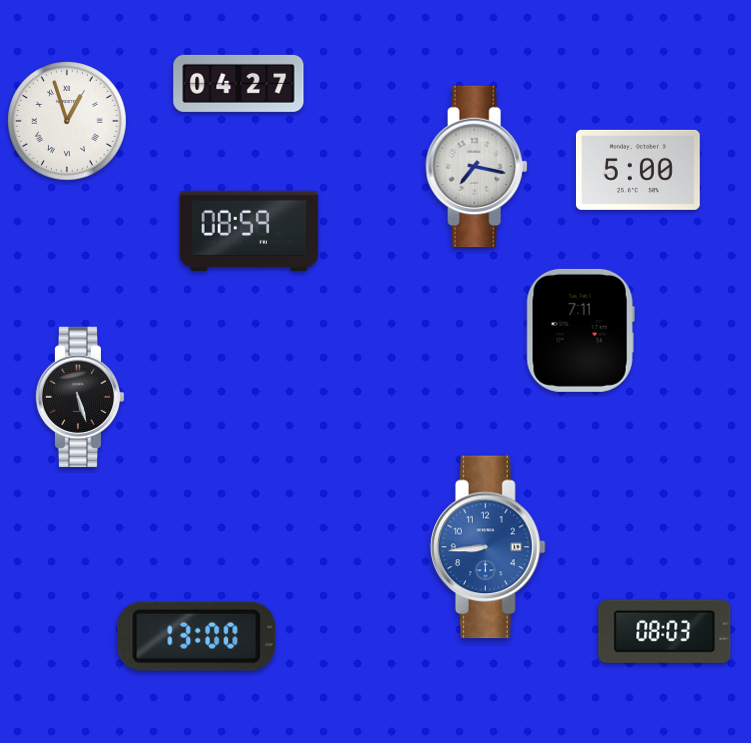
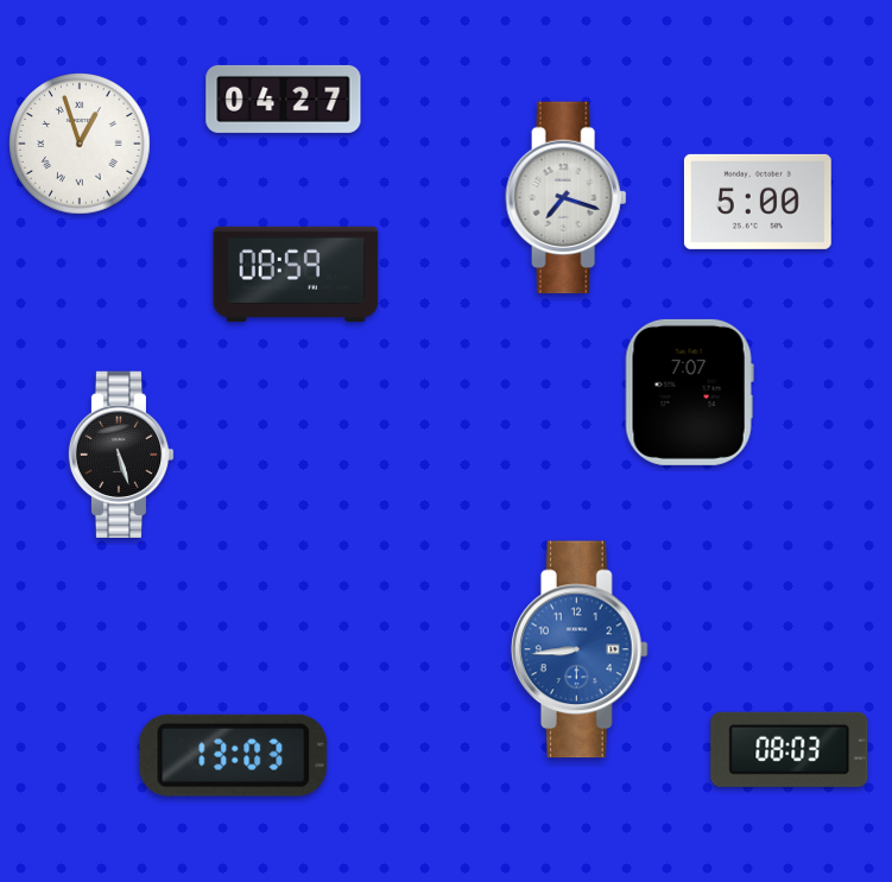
clock at (477, 167): 7:17 -> 7:18
clock at (580, 330): 7:11 -> 7:07
clock at (80, 397) position: (80, 397) -> (121, 455)
clock at (197, 636): 13:00 -> 13:03
